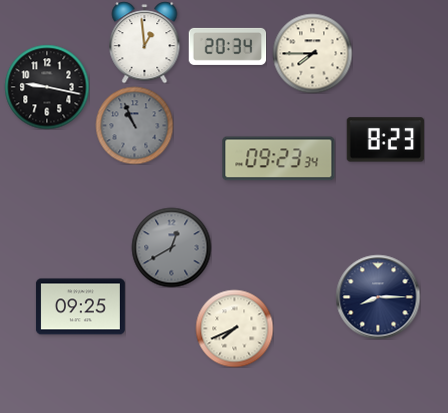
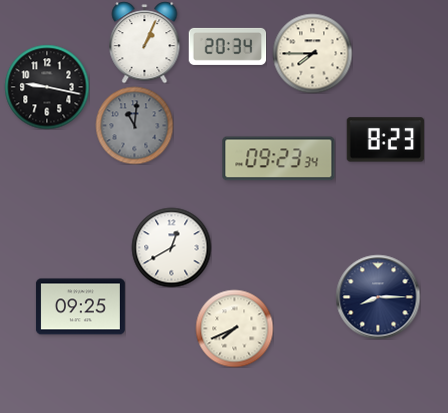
clock at (145, 42): 12:59 -> 1:04
clock at (134, 125): 10:56 -> 11:01
clock at (171, 247) dial: grey -> white
